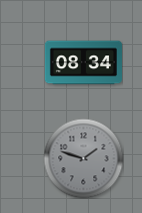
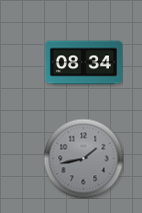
clock at (83, 158): 1:48 -> 1:43
